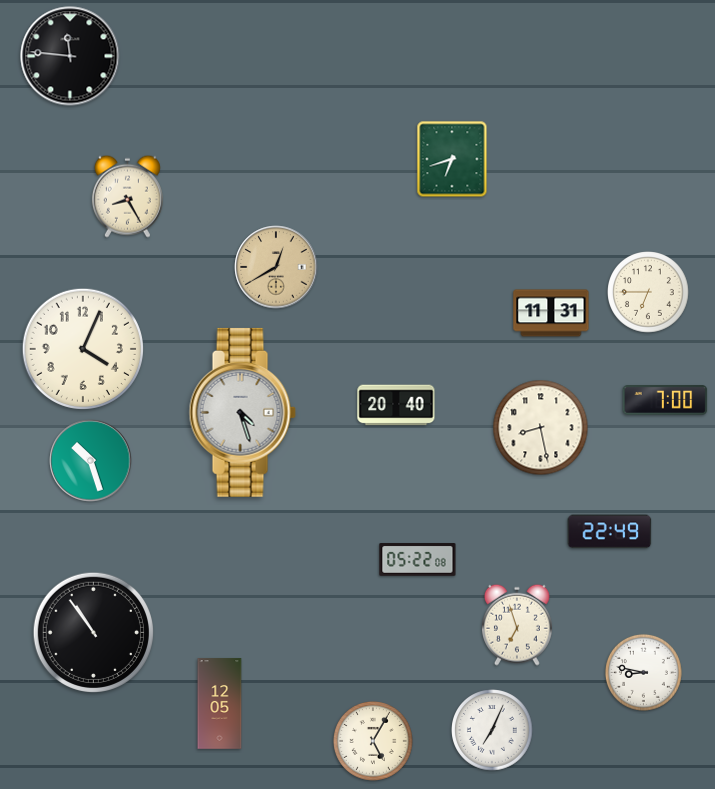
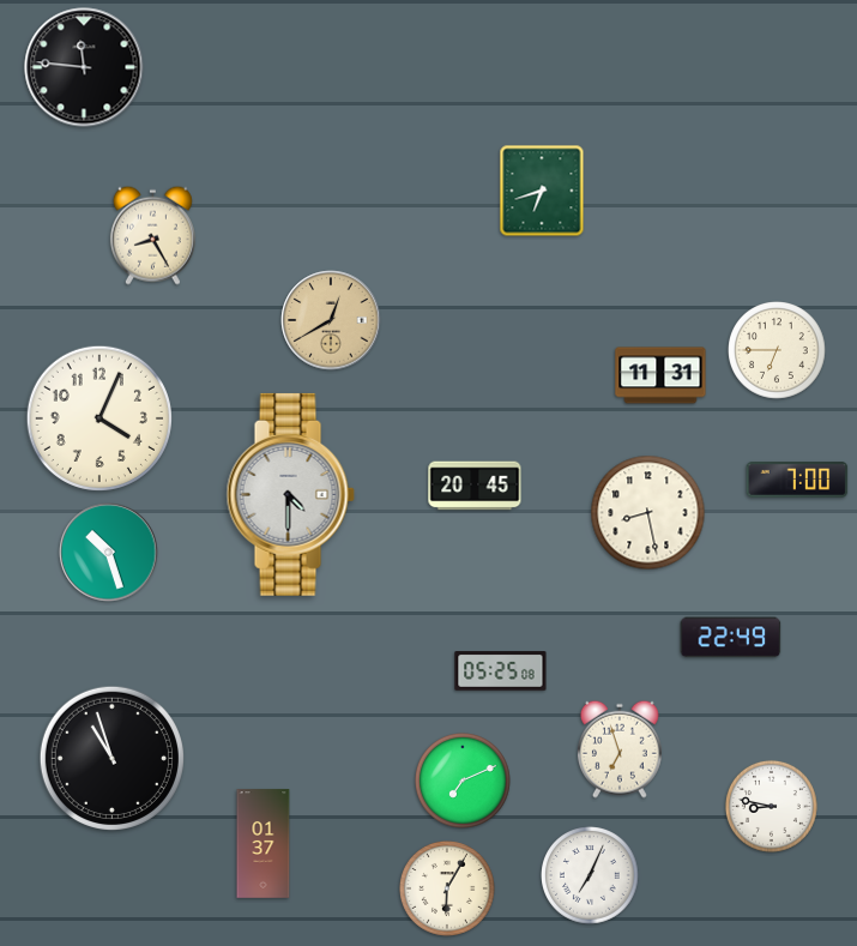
clock at (396, 405): 20:40 -> 20:45
clock at (242, 412): 4:27 -> 4:30
clock at (418, 560): 05:22 -> 05:25
clock at (93, 632): 10:54 -> 10:57
clock at (464, 782): none -> 7:11
clock at (220, 704): 12:05 -> 01:37
clock at (374, 742): 5:05 -> 6:05
